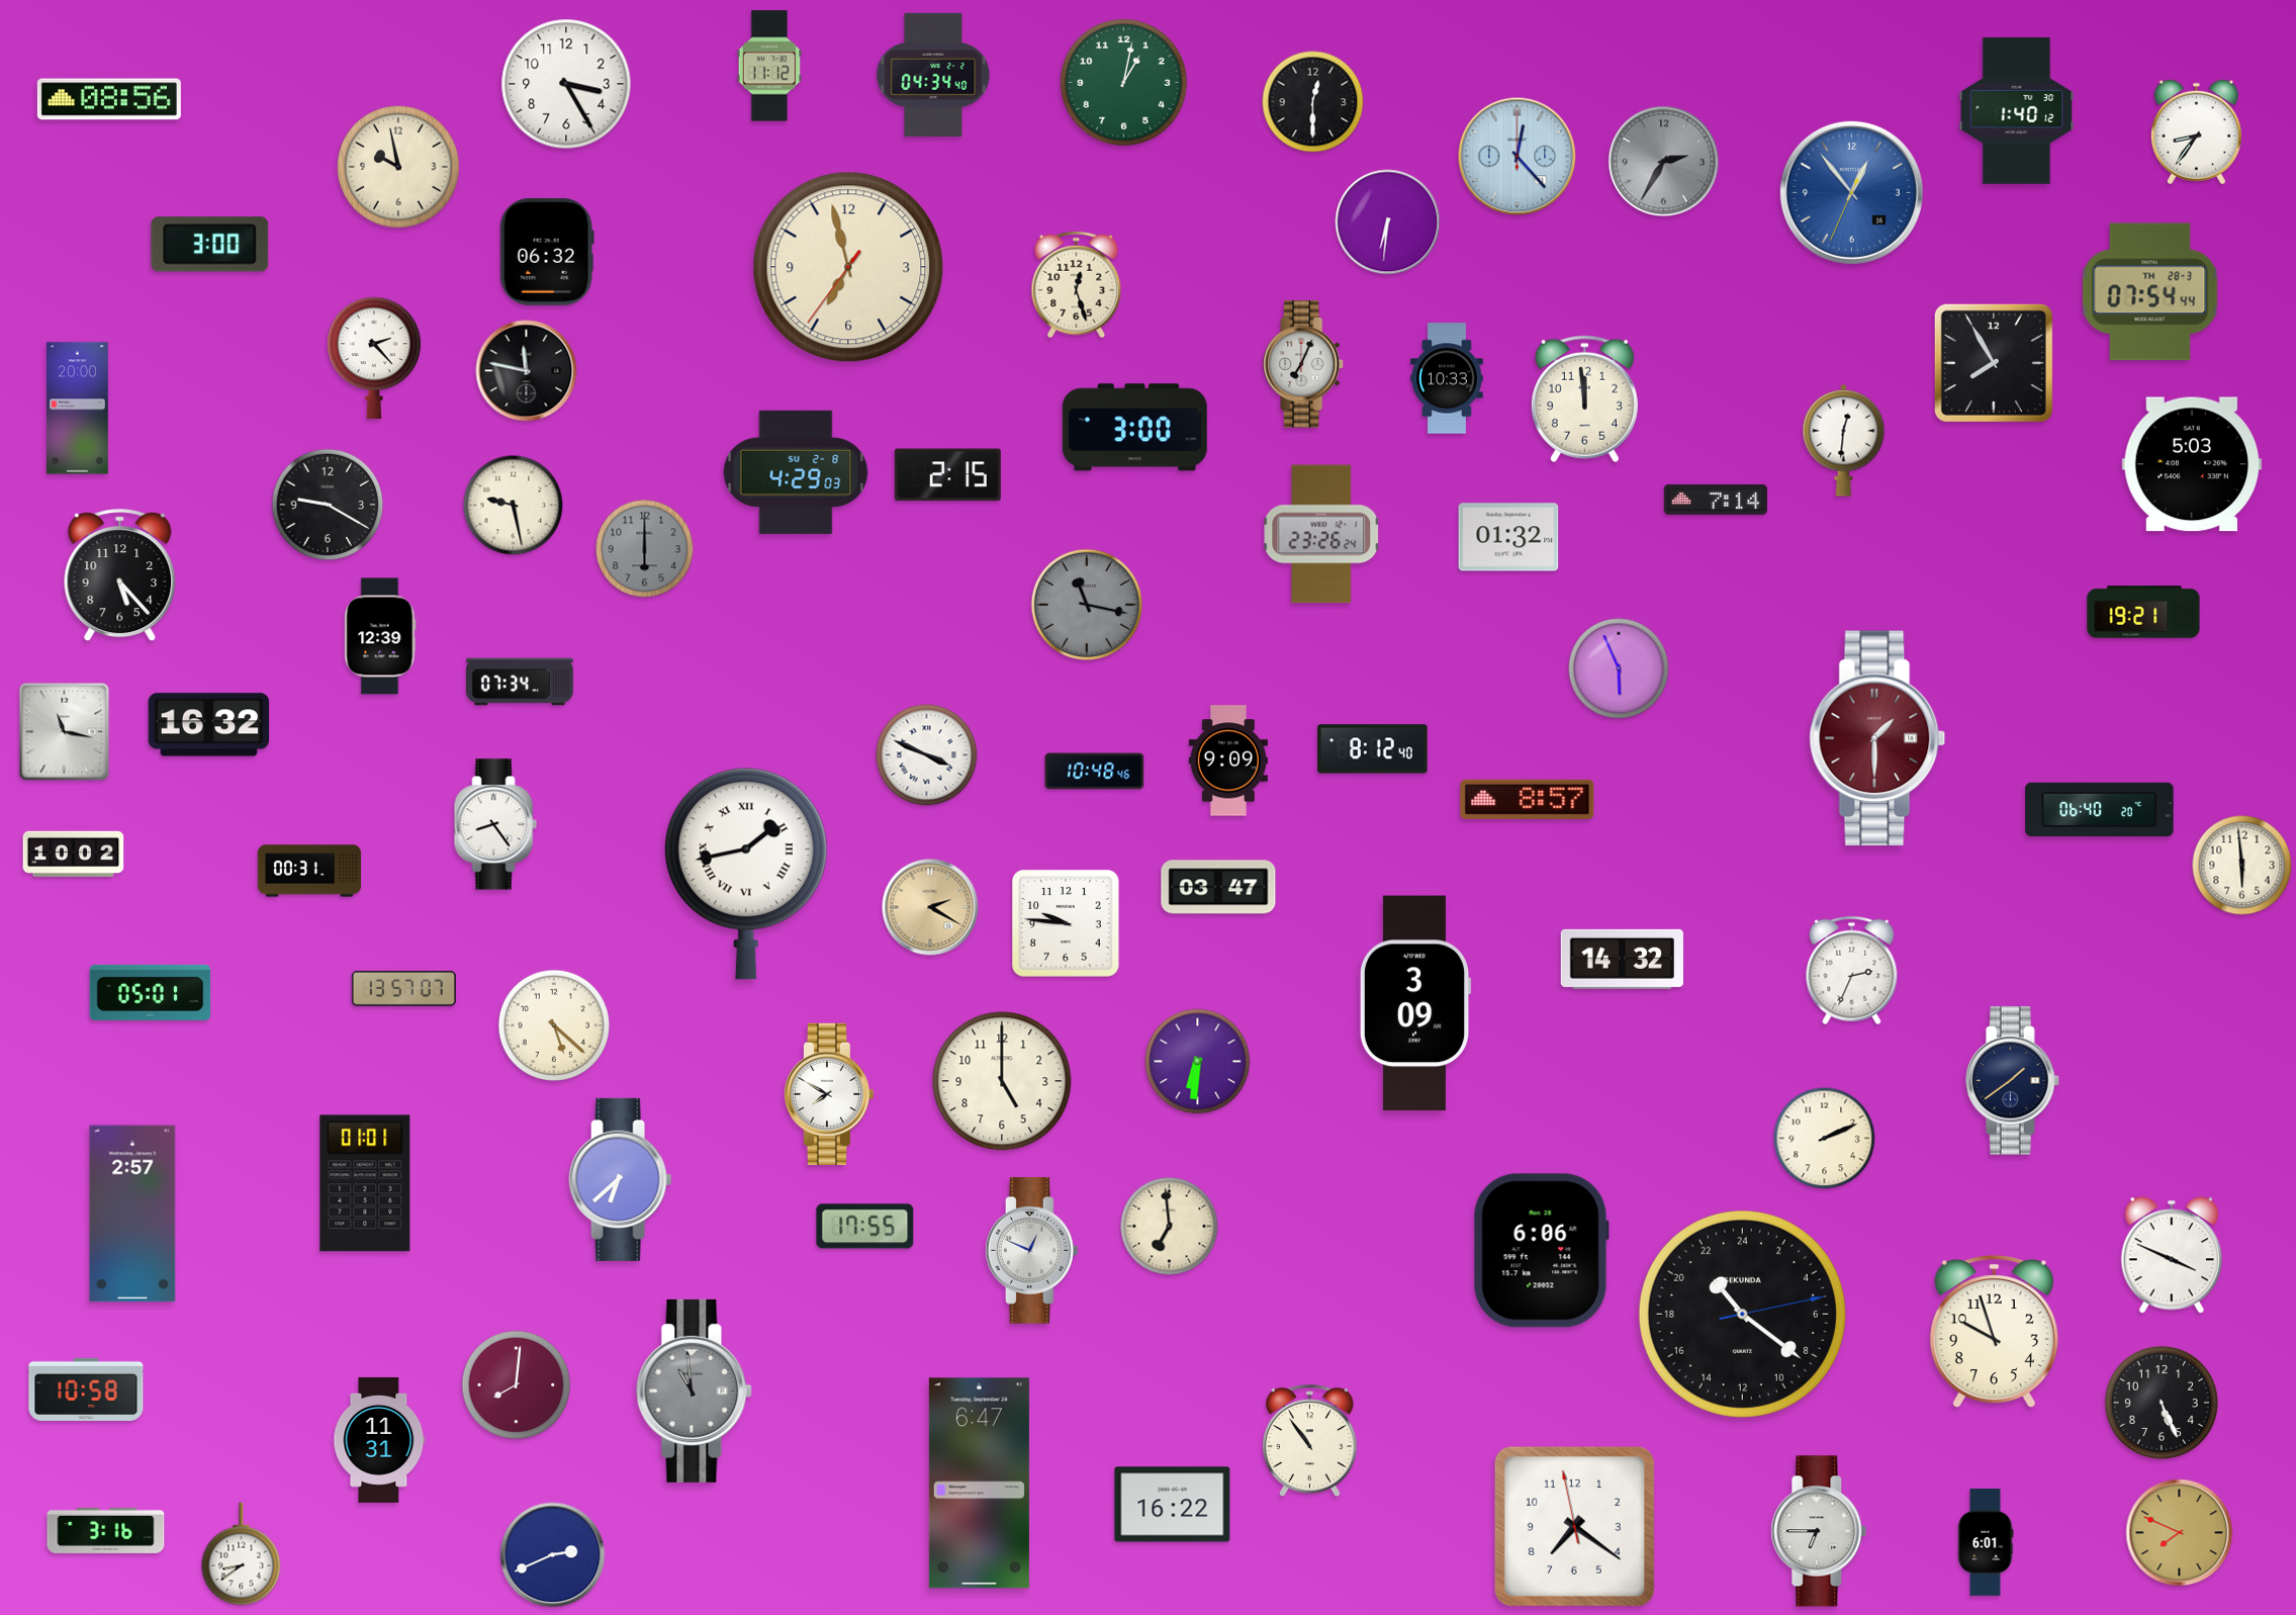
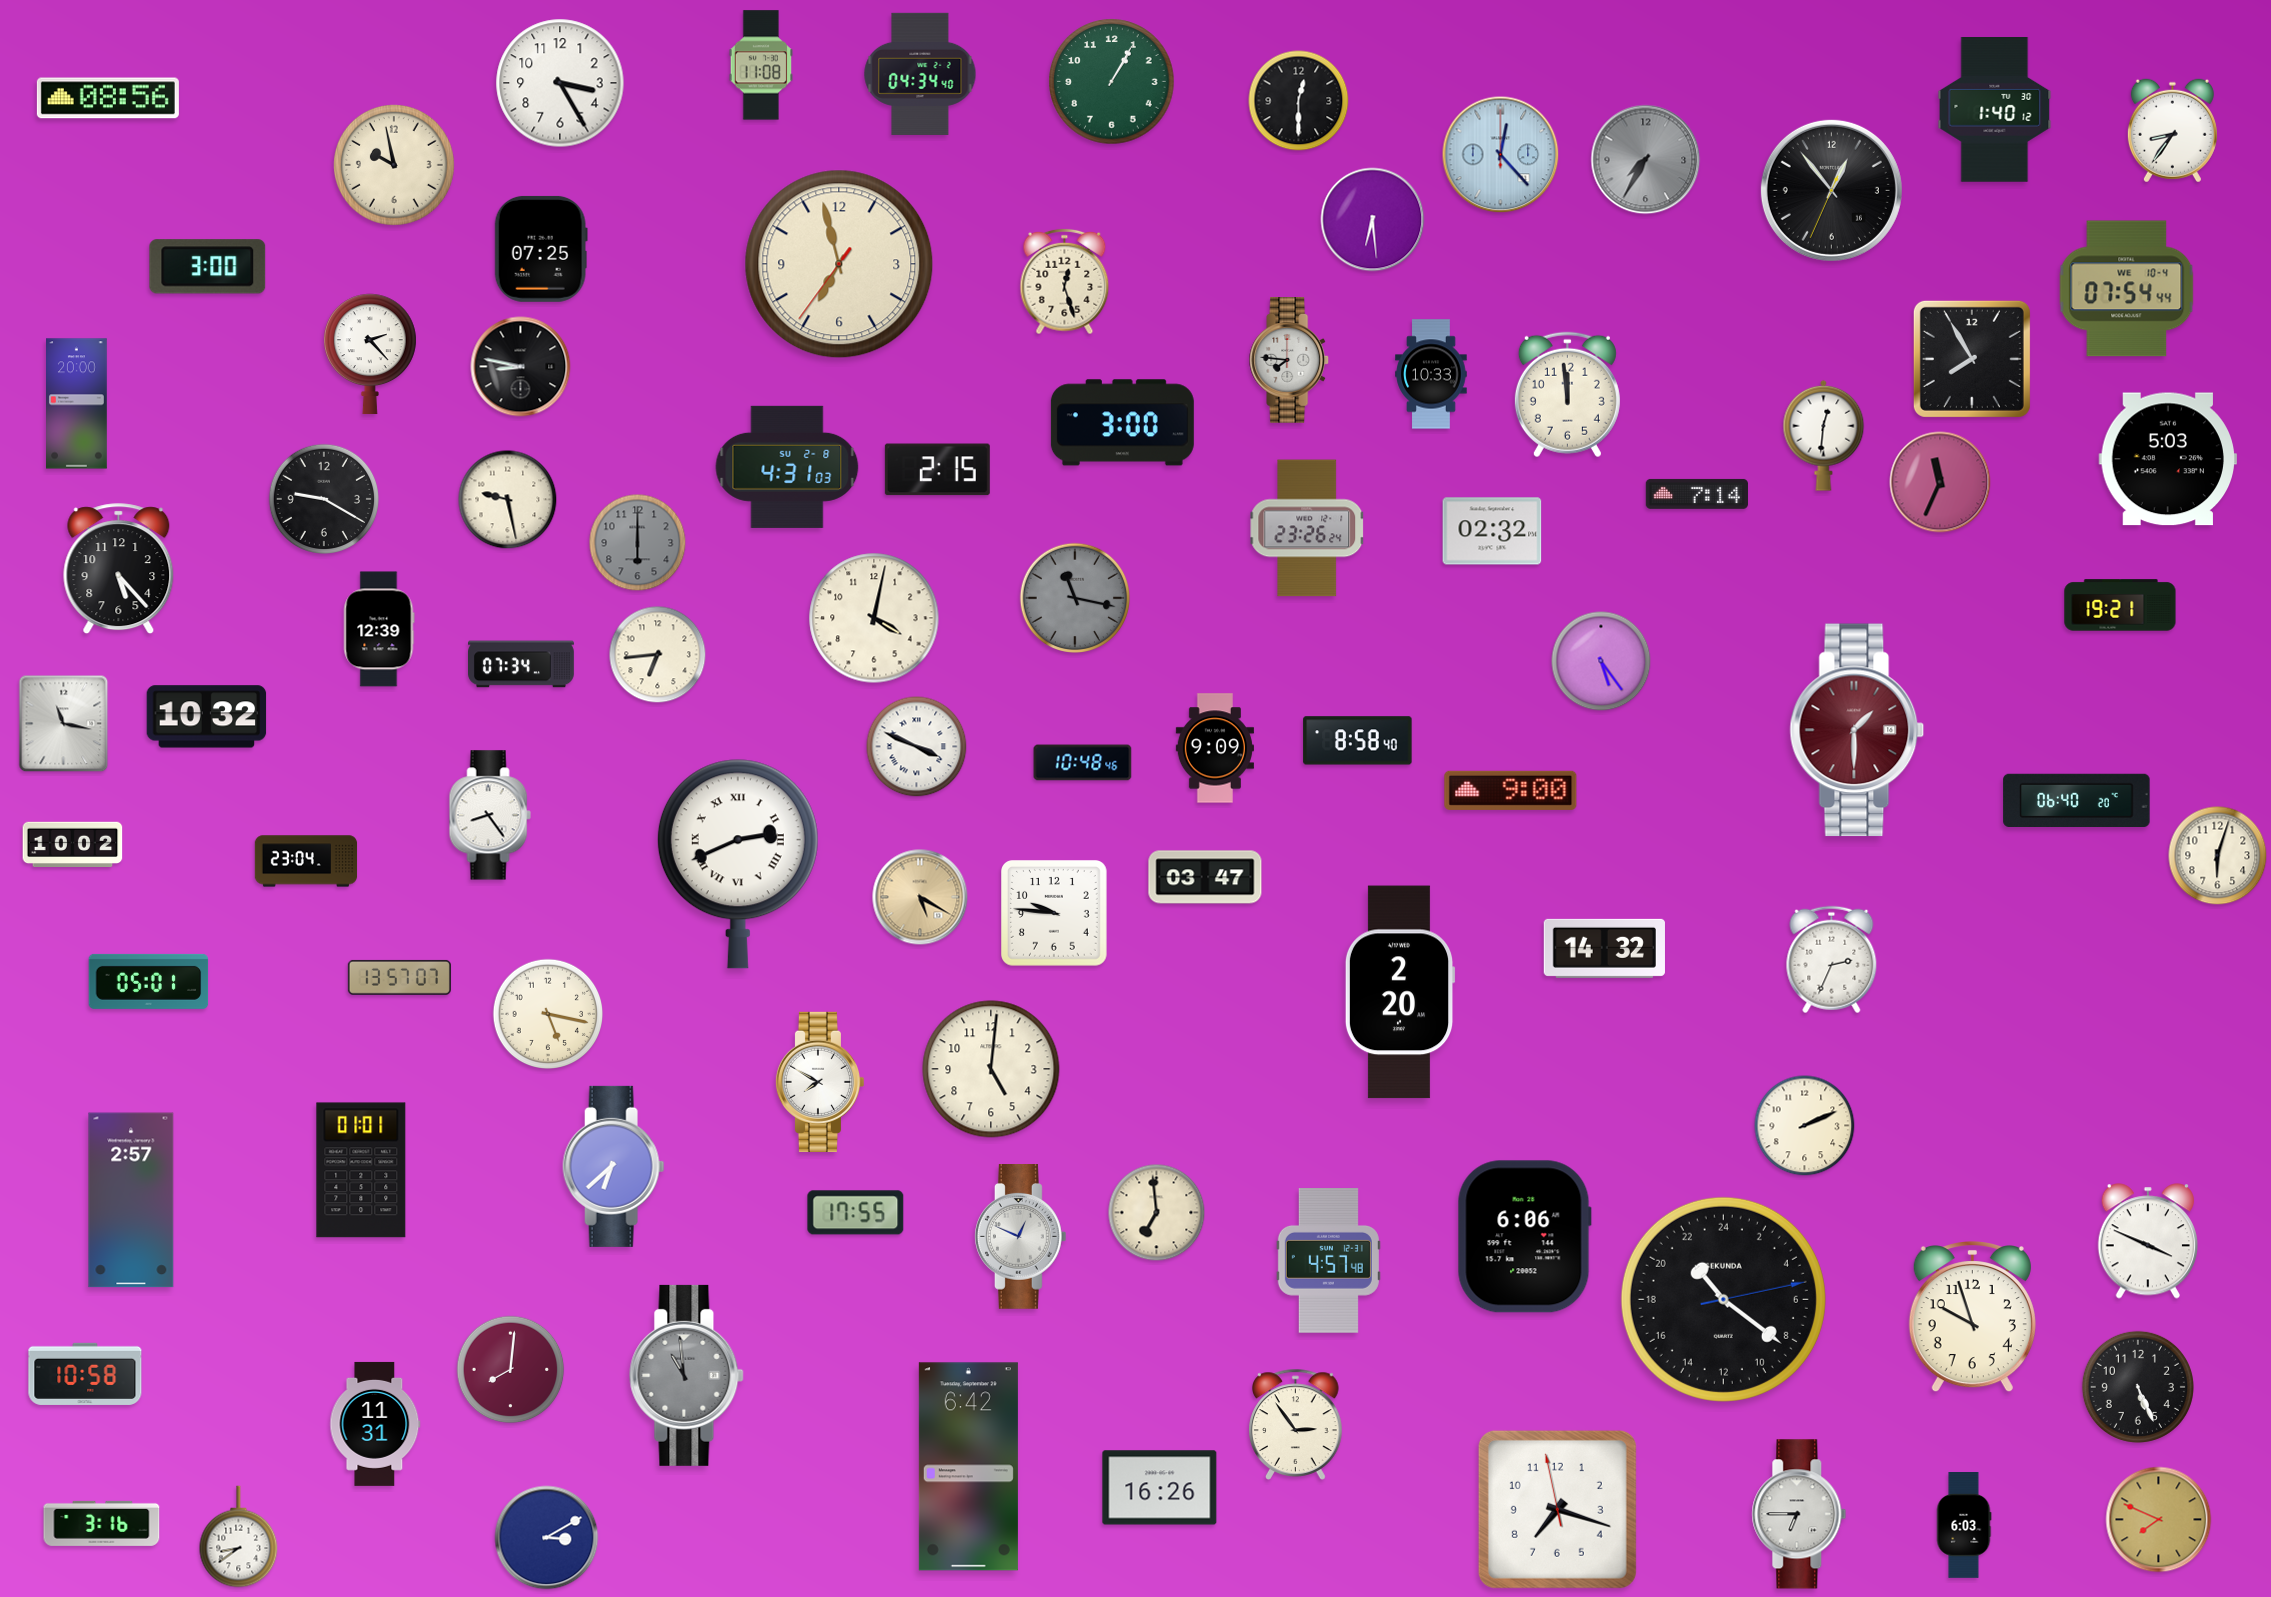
clock at (769, 66): 11:12 -> 11:08
clock at (933, 75) position: (933, 75) -> (920, 74)
clock at (1124, 83): 1:02 -> 1:05
clock at (1664, 162): 2:35 -> 7:35
clock at (1851, 192) dial: blue -> black
clock at (1388, 222): 6:31 -> 6:29
clock at (210, 245) position: (210, 245) -> (208, 267)
clock at (547, 252): 06:32 -> 07:25
clock at (2150, 292) date: TH 28-3 -> WE 10-4
clock at (1304, 364): 7:04 -> 7:46
clock at (527, 371): 11:47 -> 8:47
clock at (796, 472): 4:29 -> 4:31
clock at (1940, 482): none -> 11:34
clock at (1508, 537): 01:32 -> 02:32
clock at (874, 618): none -> 4:02
clock at (380, 636) position: (380, 636) -> (379, 629)
clock at (658, 655): none -> 6:44
clock at (1619, 668): 5:56 -> 5:24
clock at (521, 682) position: (521, 682) -> (522, 664)
clock at (209, 725): 16:32 -> 10:32
clock at (1373, 749): 8:12 -> 8:58
clock at (1228, 760) position: (1228, 760) -> (1215, 748)
clock at (1528, 799): 8:57 -> 9:00
clock at (2242, 866): 5:59 -> 6:03
clock at (309, 871): 00:31 -> 23:04
clock at (746, 874): 1:43 -> 2:41
clock at (930, 907): 2:20 -> 5:20
clock at (1415, 1003): 3:09 -> 2:20
clock at (553, 1024): 5:22 -> 5:17
clock at (1198, 1062): 6:31 -> none
clock at (1002, 1081): 5:00 -> 5:01
clock at (2013, 1081): 1:39 -> none
clock at (1328, 1261): none -> 4:57
clock at (1310, 1440): 10:54 -> 2:54
clock at (979, 1484): 6:47 -> 6:42
clock at (1173, 1505): 16:22 -> 16:26
clock at (1574, 1526): 7:20 -> 7:17
clock at (106, 1530) position: (106, 1530) -> (102, 1523)
clock at (2180, 1533) position: (2180, 1533) -> (2159, 1520)
clock at (1986, 1543): 6:01 -> 6:03
clock at (553, 1555): 2:41 -> 3:10
